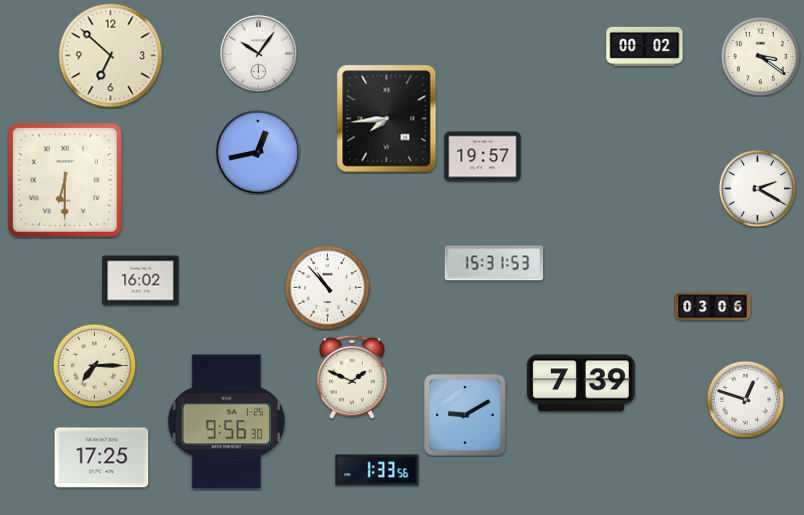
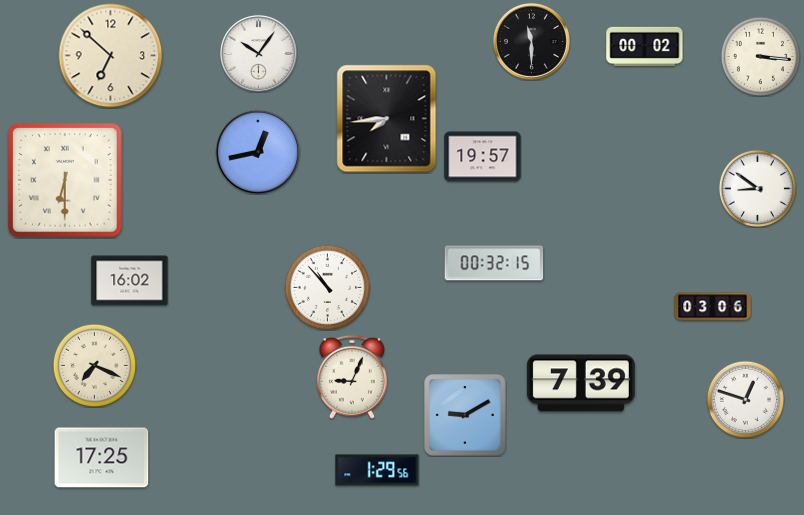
clock at (531, 41): none -> 11:30
clock at (760, 56): 3:21 -> 3:16
clock at (757, 188): 2:20 -> 8:51
clock at (494, 263): 15:31 -> 00:32
clock at (141, 281) position: (141, 281) -> (130, 281)
clock at (94, 365): 7:15 -> 7:19
clock at (352, 377): 1:49 -> 9:04
clock at (226, 422): 9:56 -> none
clock at (377, 470): 1:33 -> 1:29
